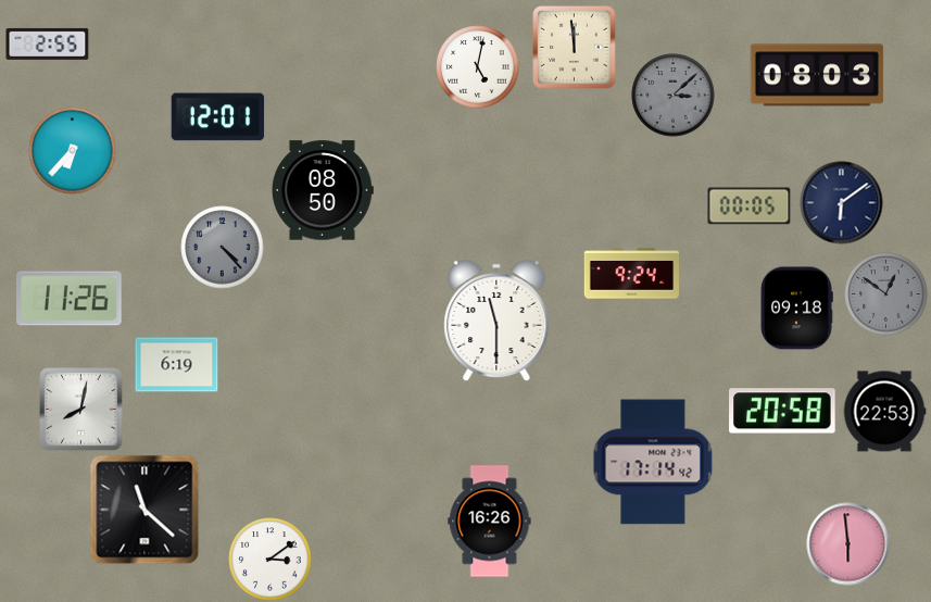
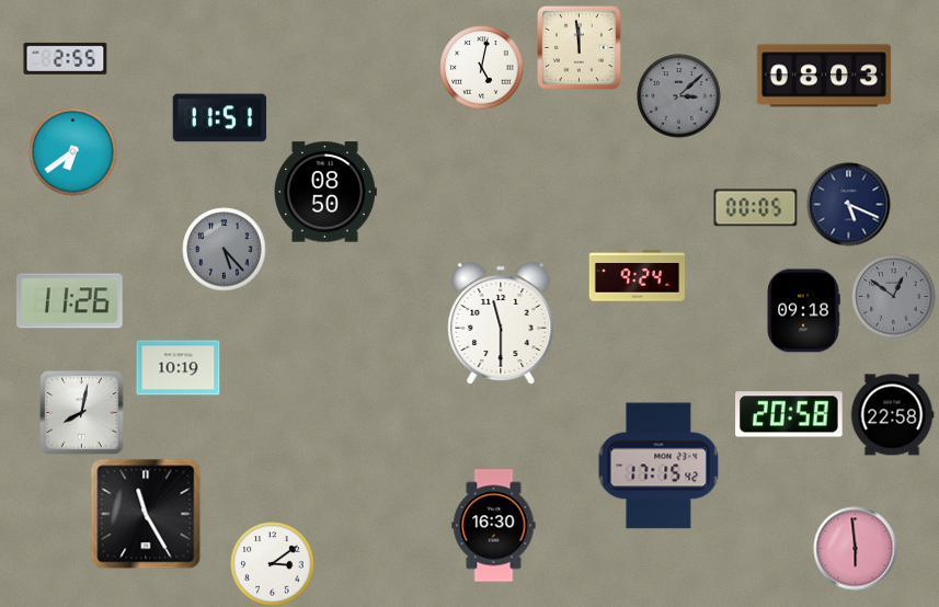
clock at (48, 43) position: (48, 43) -> (66, 58)
clock at (218, 117): 12:01 -> 11:51
clock at (73, 151): 6:37 -> 6:39
clock at (842, 203): 6:09 -> 5:19
clock at (223, 248): 4:23 -> 5:23
clock at (177, 365): 6:19 -> 10:19
clock at (884, 412): 22:53 -> 22:58
clock at (653, 462): 17:14 -> 17:15
clock at (144, 510): 11:22 -> 11:25
clock at (490, 522): 16:26 -> 16:30
